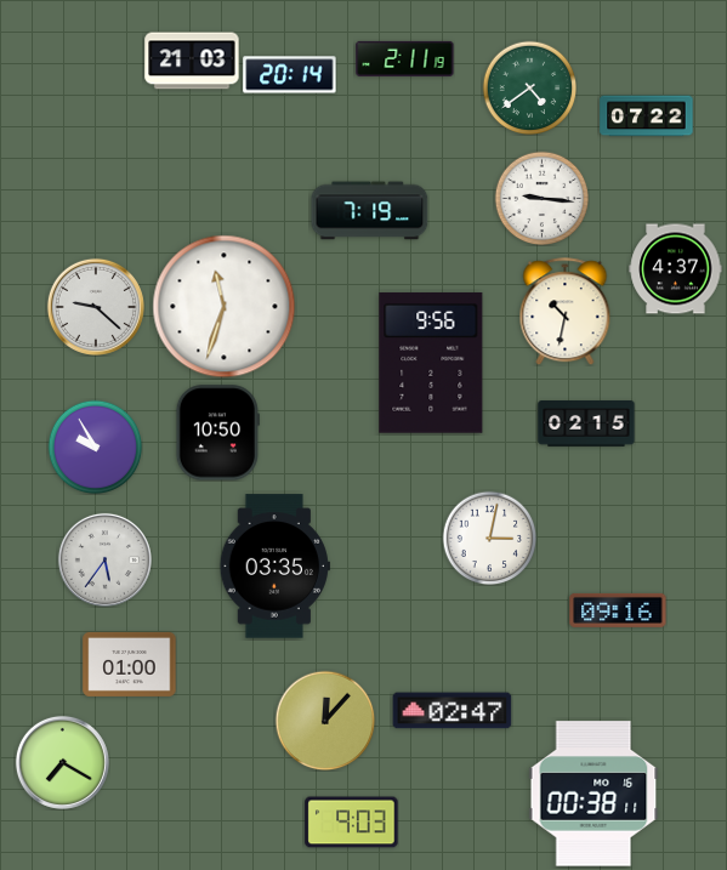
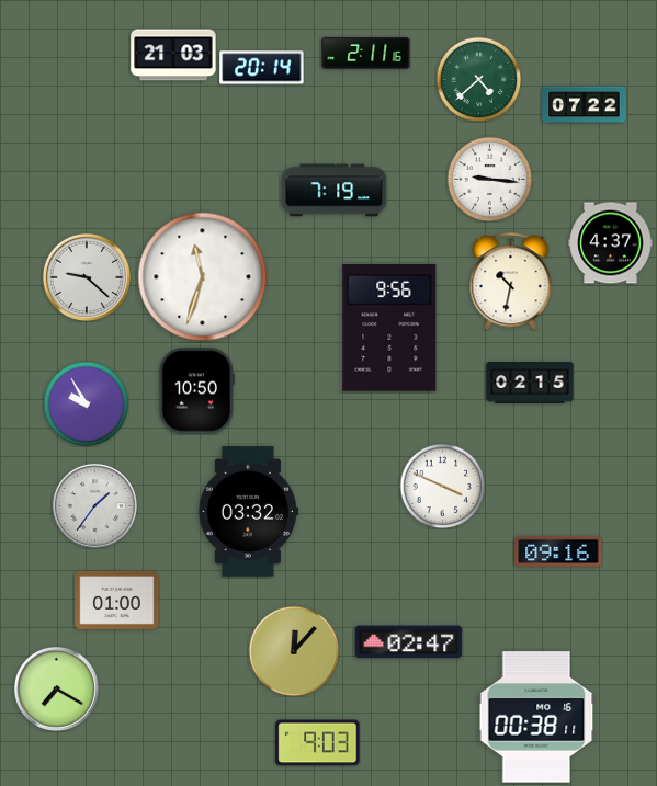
clock at (405, 58): 2:11:19 -> 2:11:16
clock at (529, 87): 4:39 -> 4:38
clock at (489, 538): 3:02 -> 3:49
clock at (104, 559): 5:36 -> 1:36
clock at (274, 567): 03:35 -> 03:32
